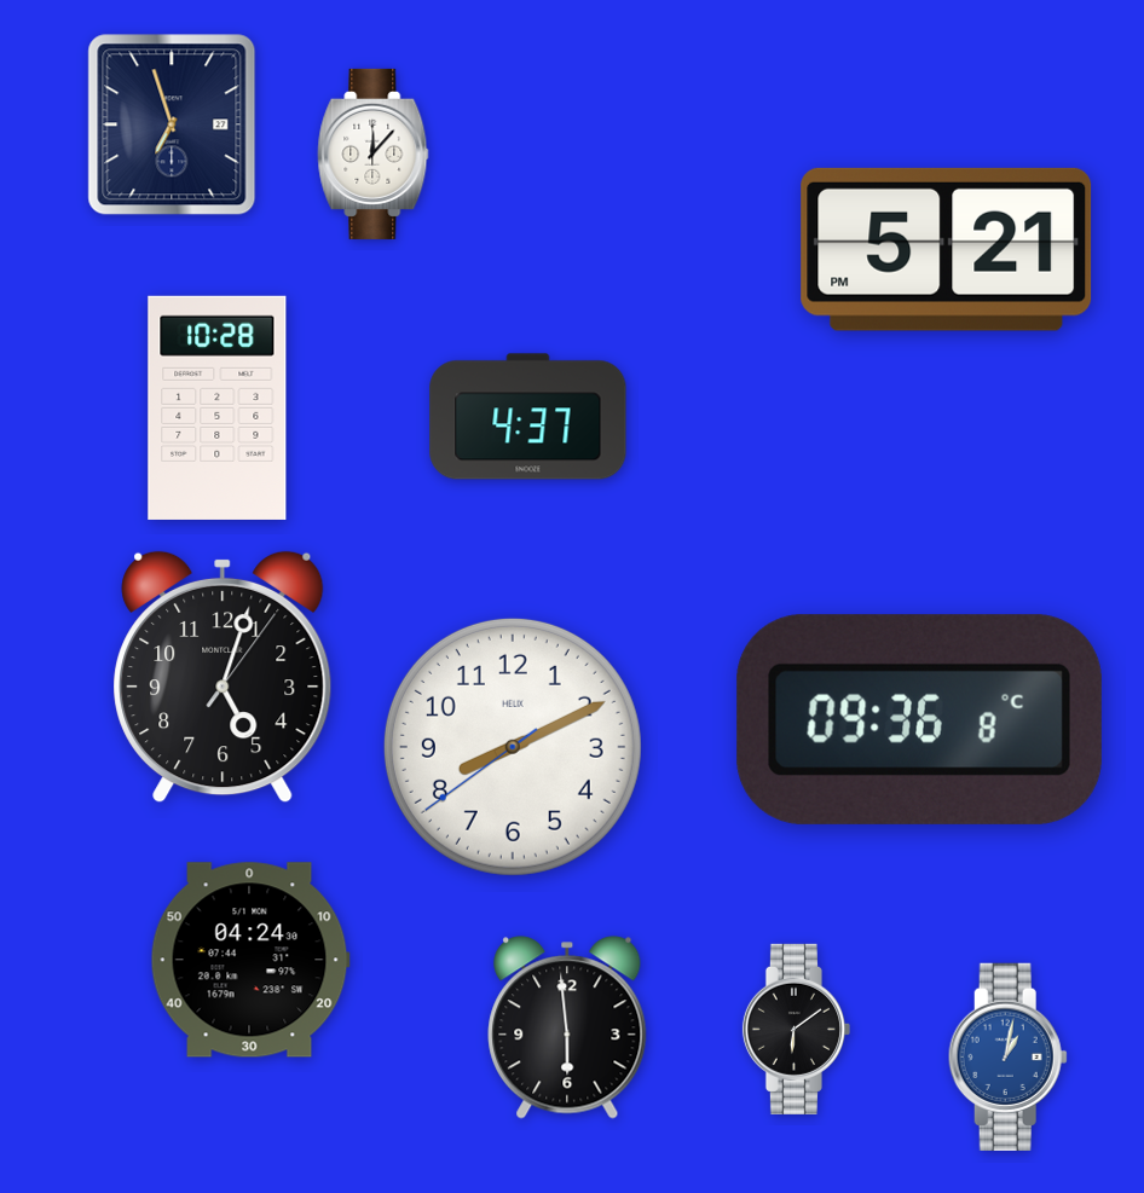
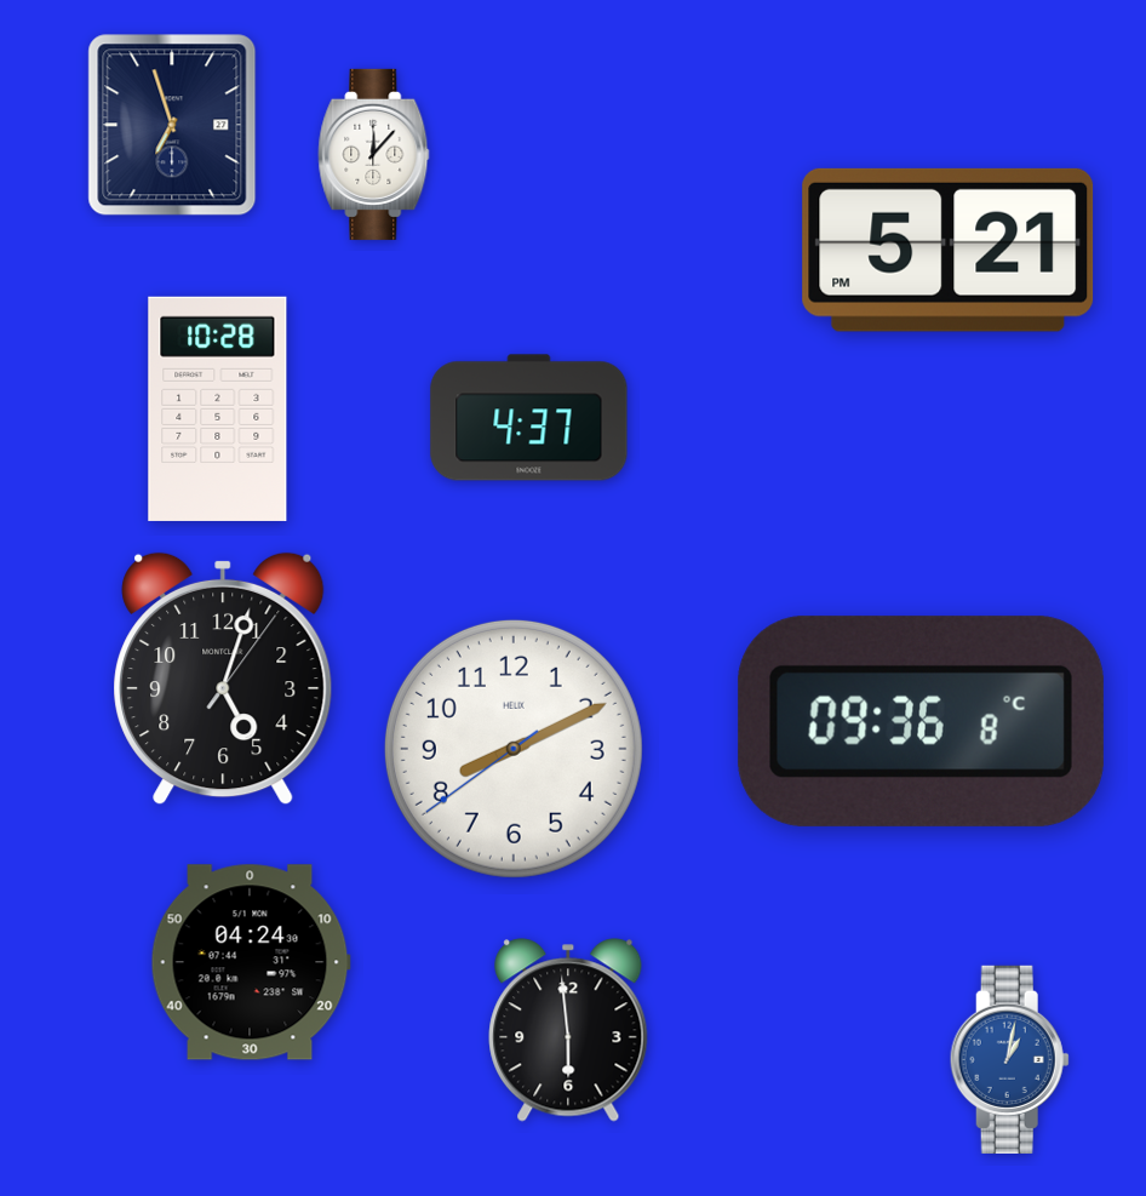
clock at (796, 1029): 6:09 -> none
